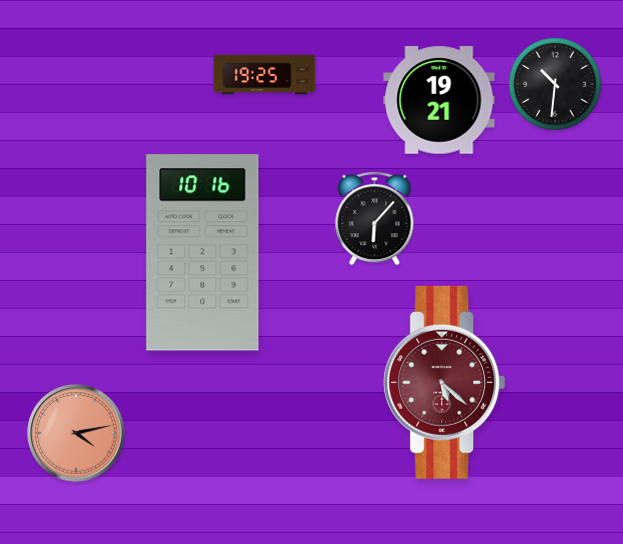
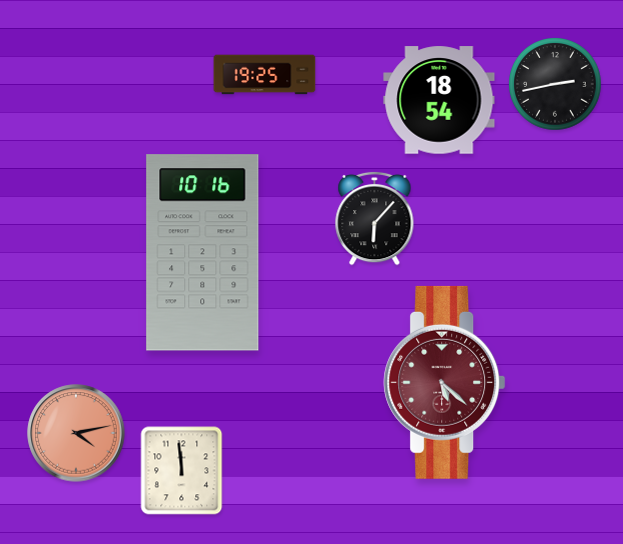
clock at (555, 84): 10:31 -> 2:43
clock at (439, 100): 19:21 -> 18:54
clock at (182, 471): none -> 11:59
